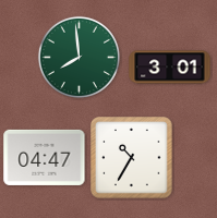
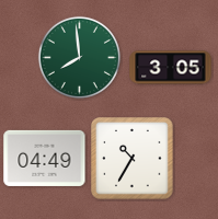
clock at (170, 68): 3:01 -> 3:05
clock at (45, 157): 04:47 -> 04:49
